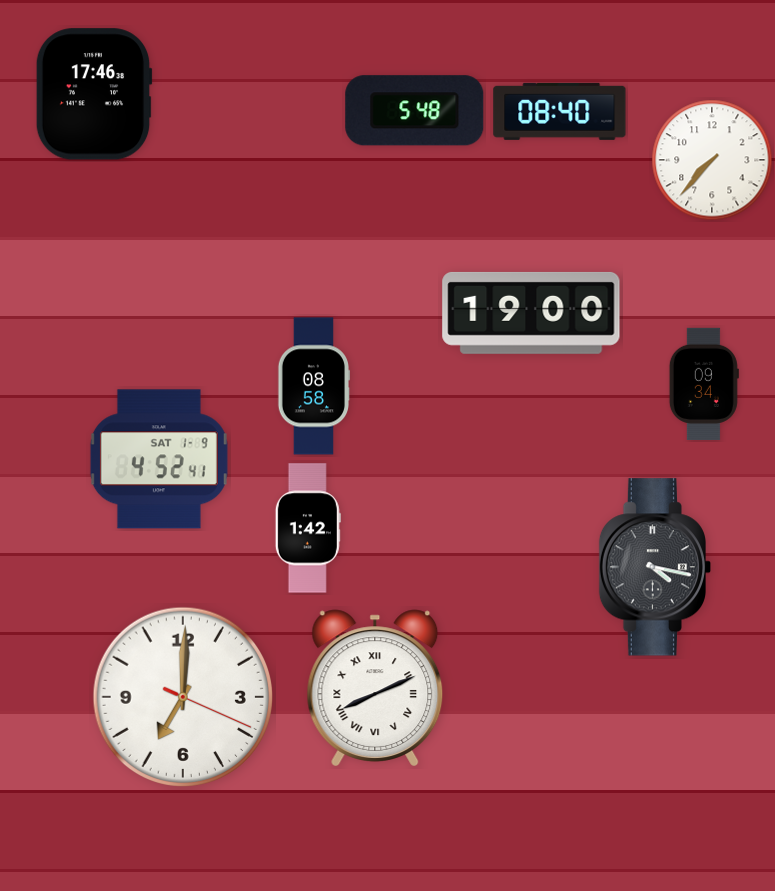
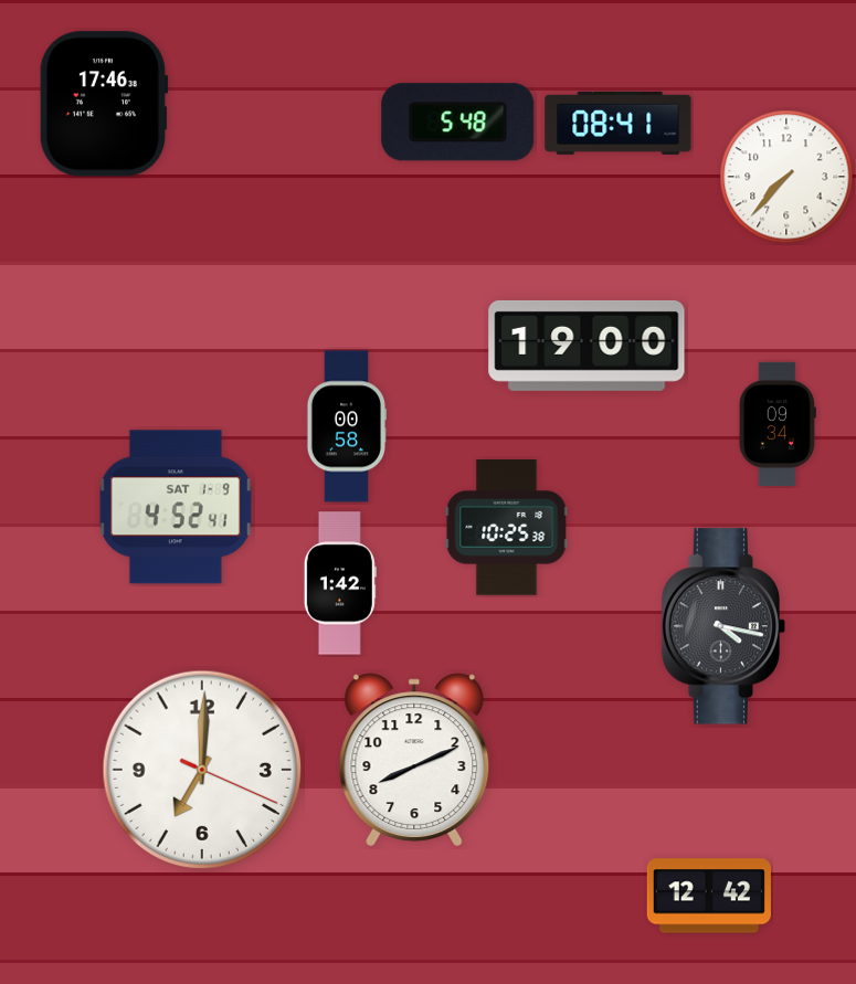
clock at (560, 111): 08:40 -> 08:41
clock at (313, 386): 08:58 -> 00:58
clock at (507, 528): none -> 10:25
clock at (375, 688) numerals: Roman -> Arabic
clock at (709, 896): none -> 12:42
